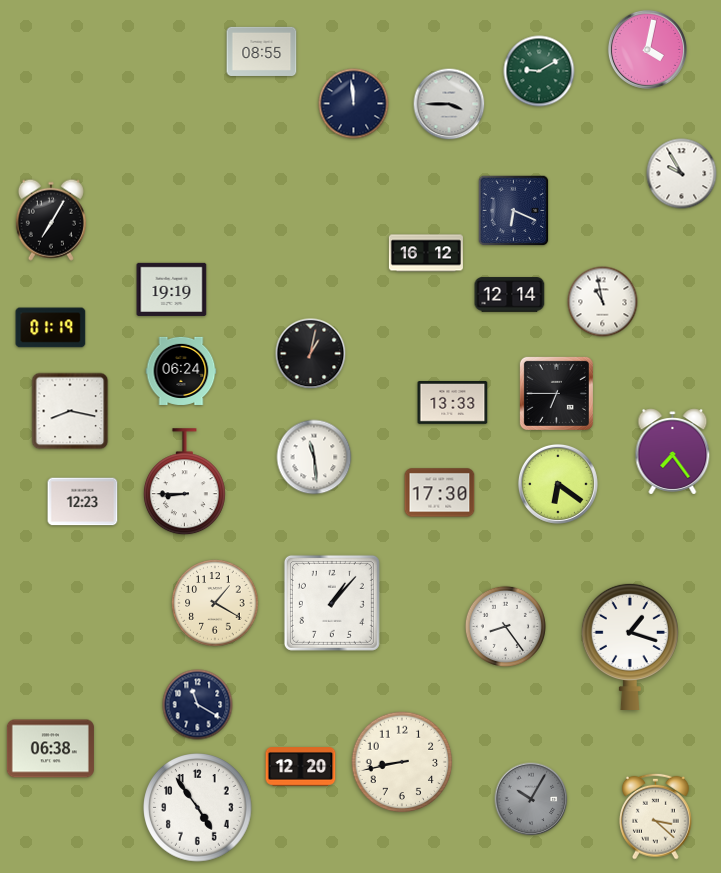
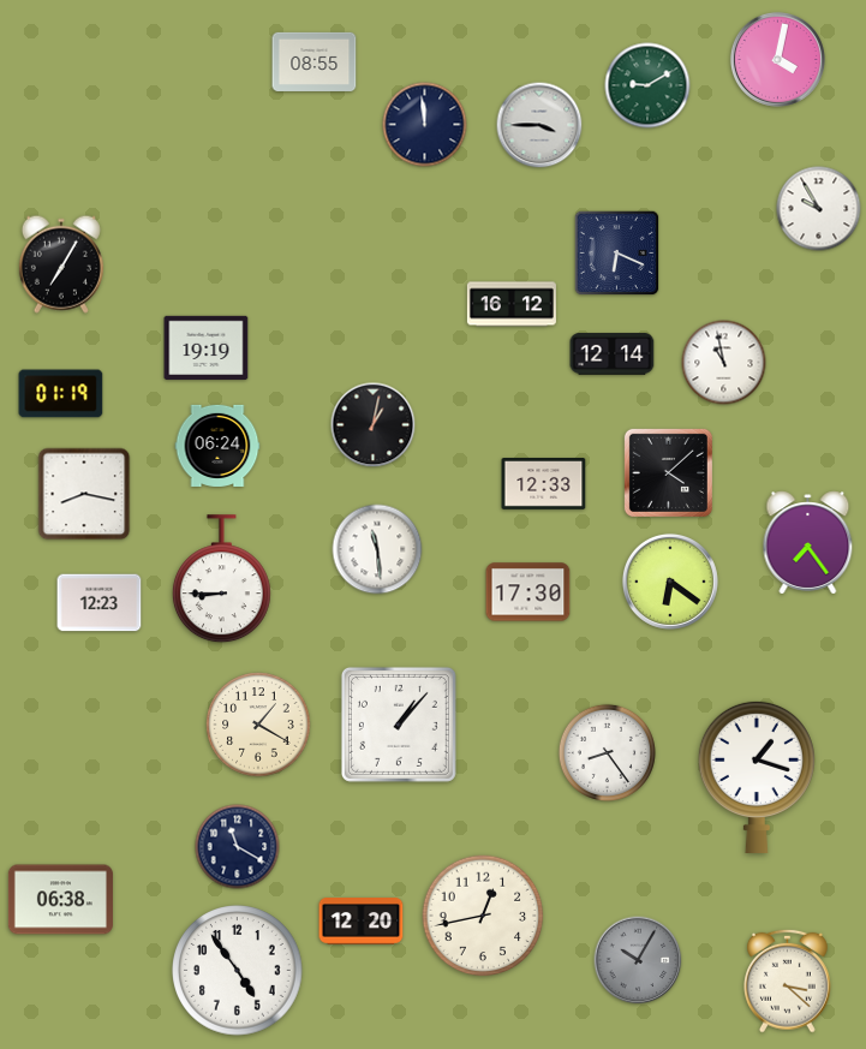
clock at (556, 393): 6:45 -> 4:08
clock at (453, 403): 13:33 -> 12:33
clock at (402, 762): 8:43 -> 12:43
